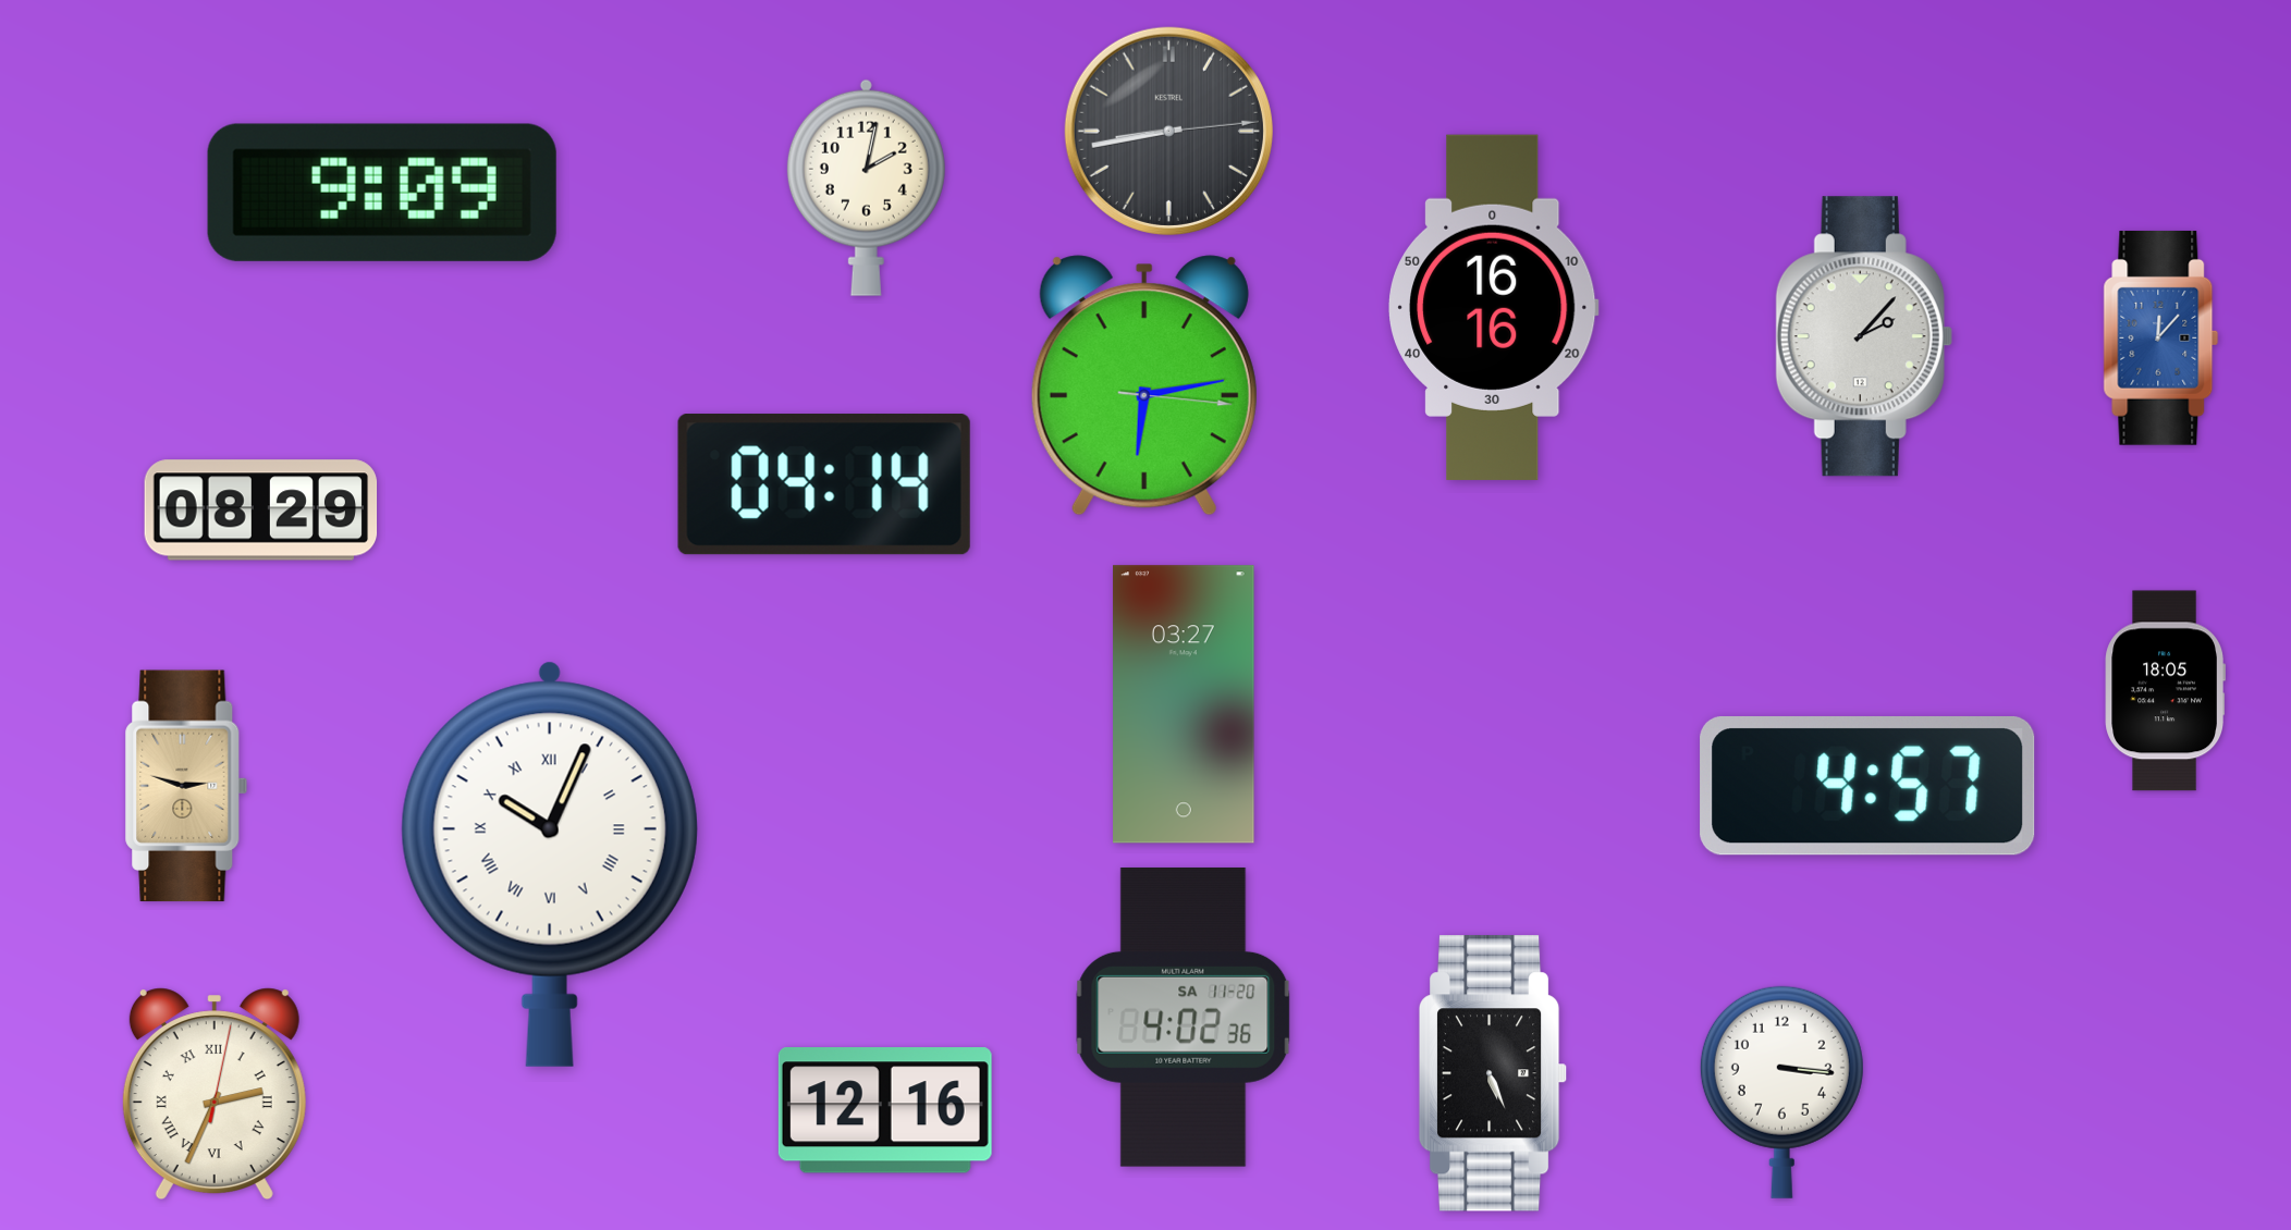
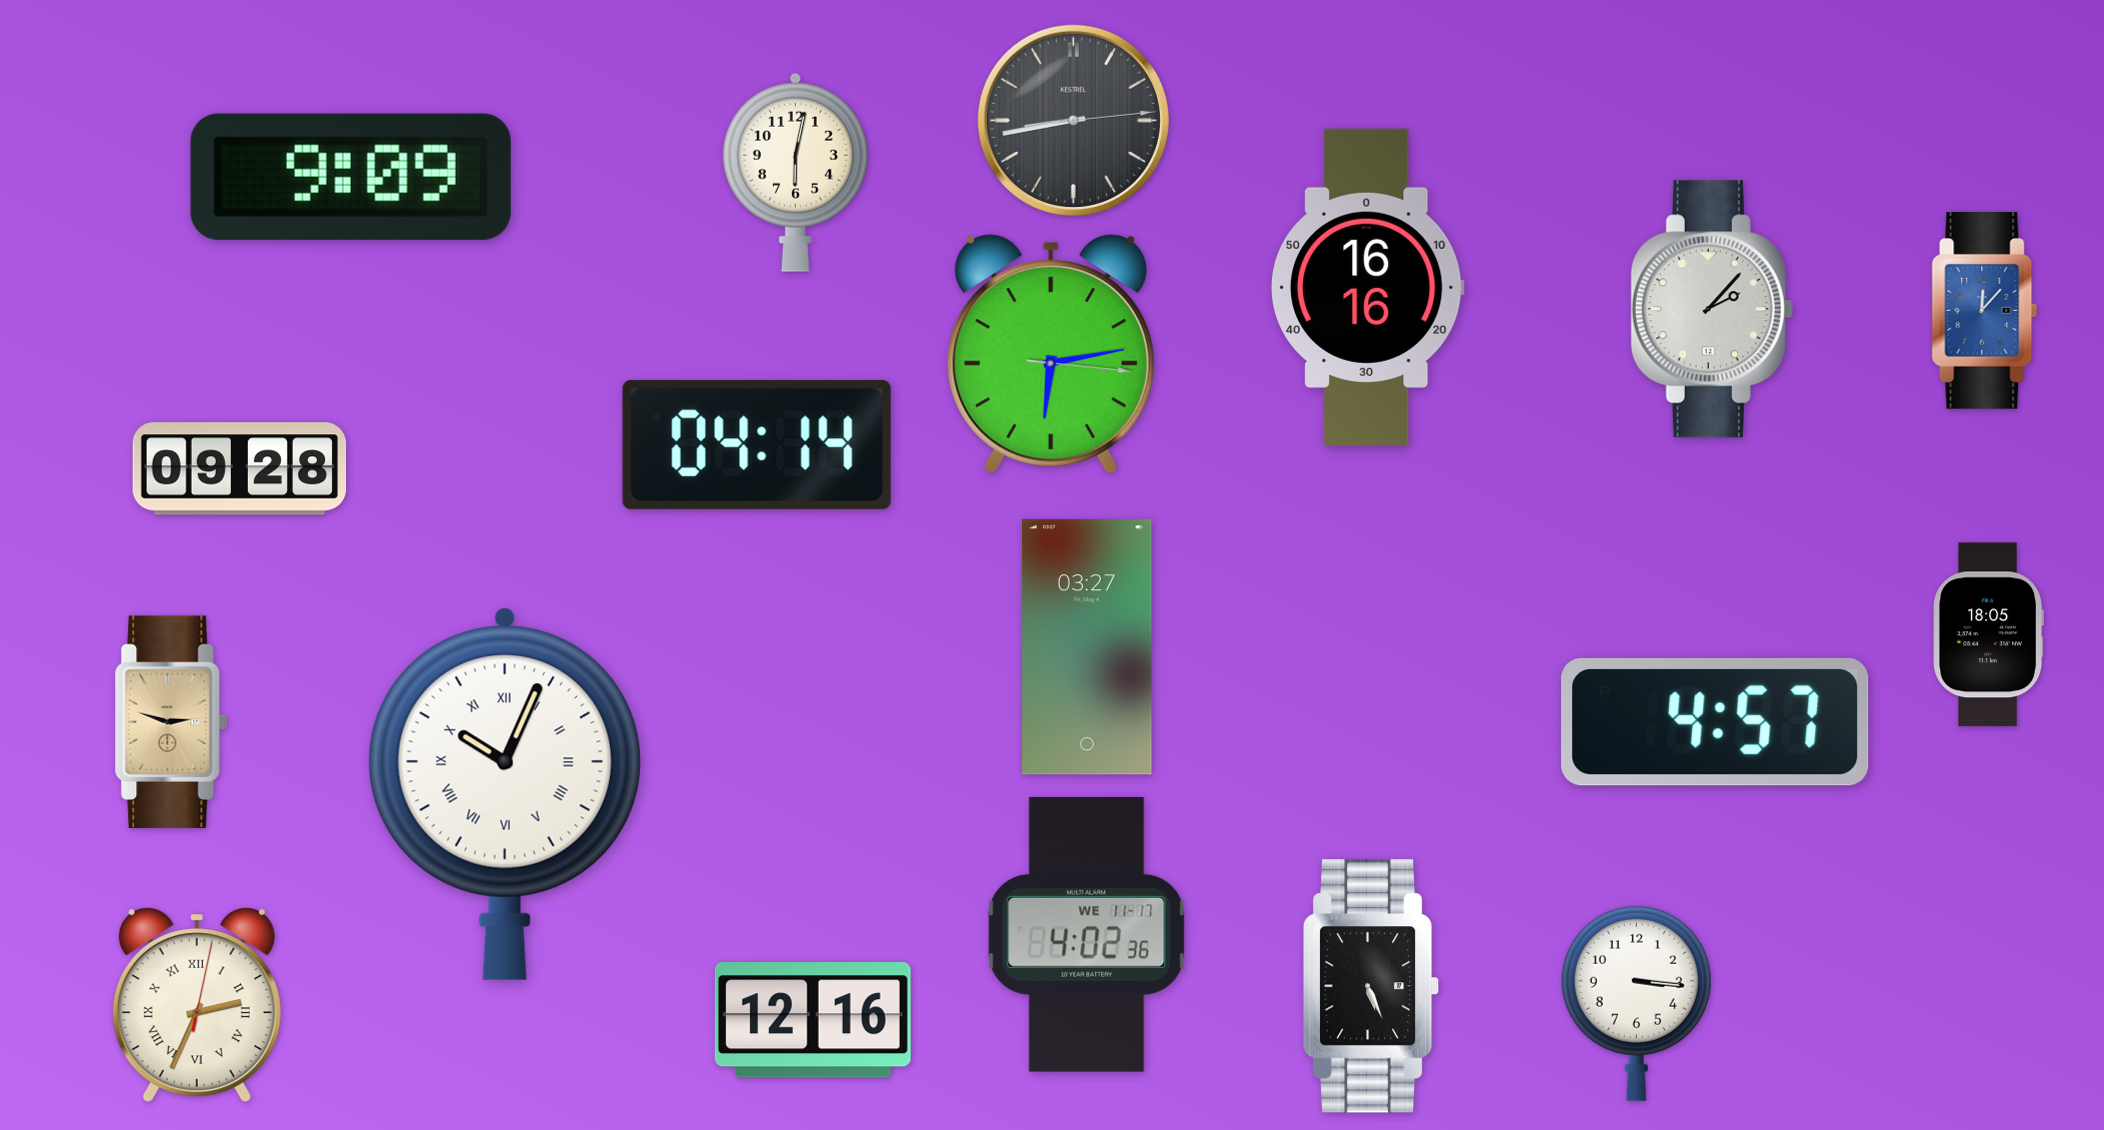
clock at (866, 187): 2:02 -> 6:02
clock at (1494, 307) position: (1494, 307) -> (1368, 287)
clock at (261, 511): 08:29 -> 09:28
clock at (1184, 1017) date: SA 11-20 -> WE 11-17
